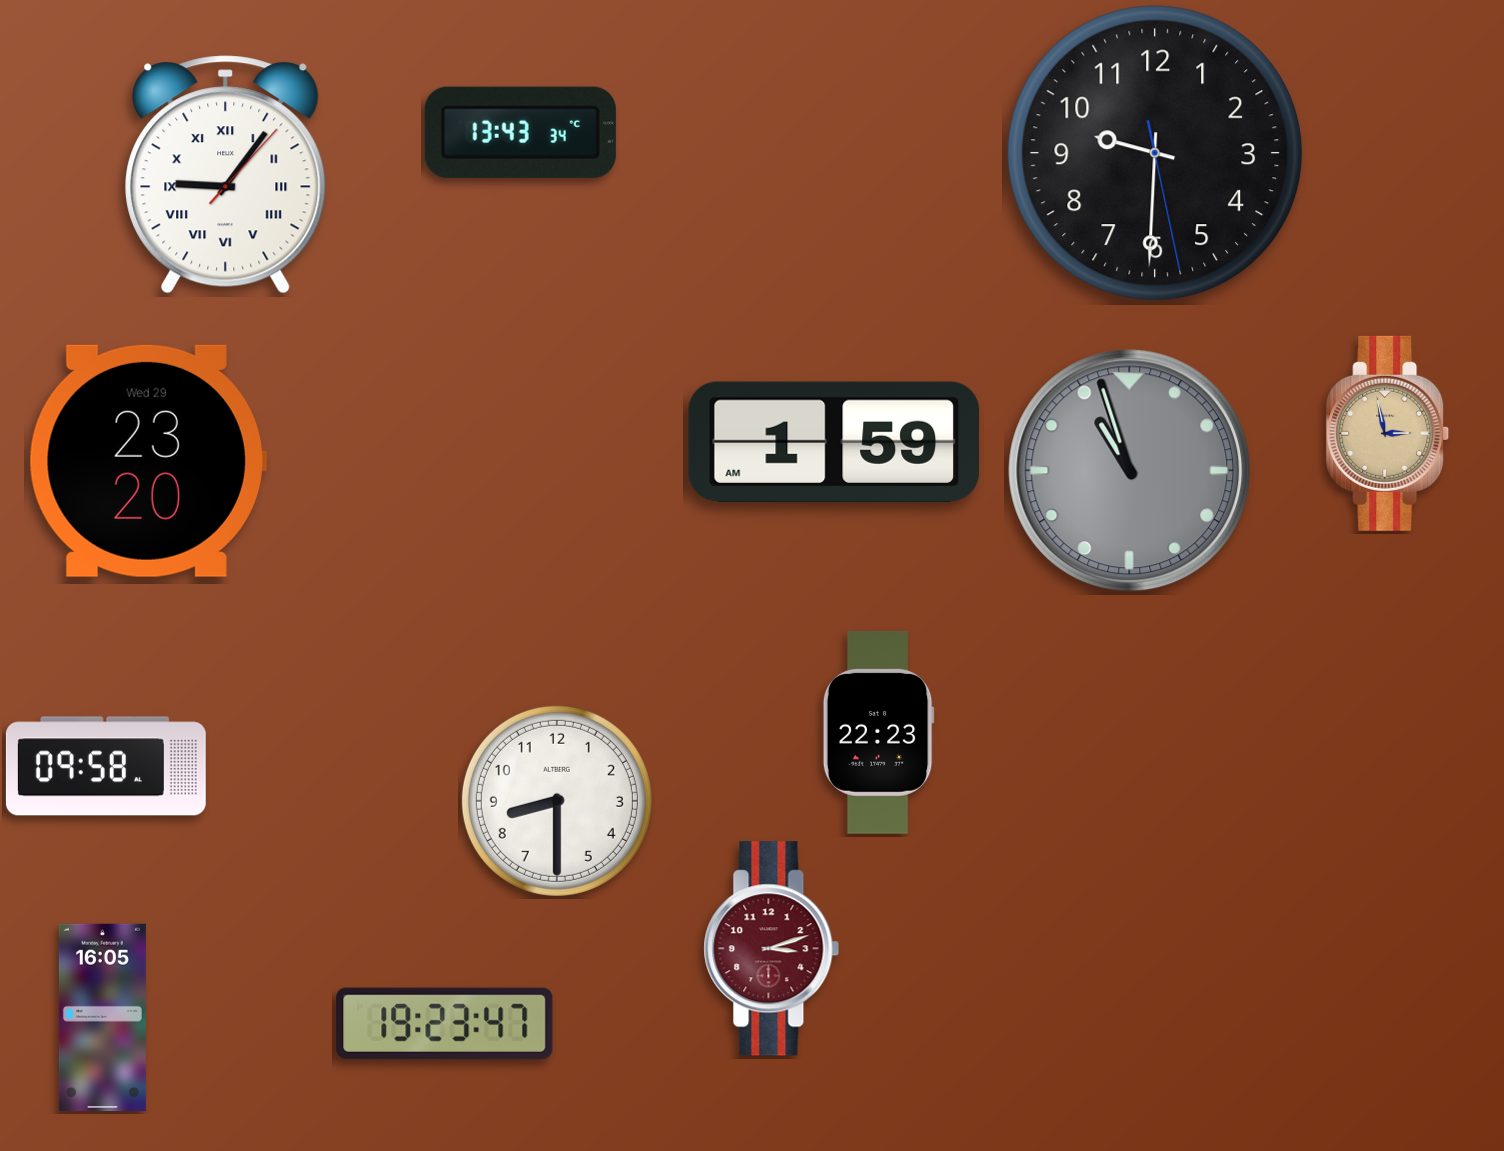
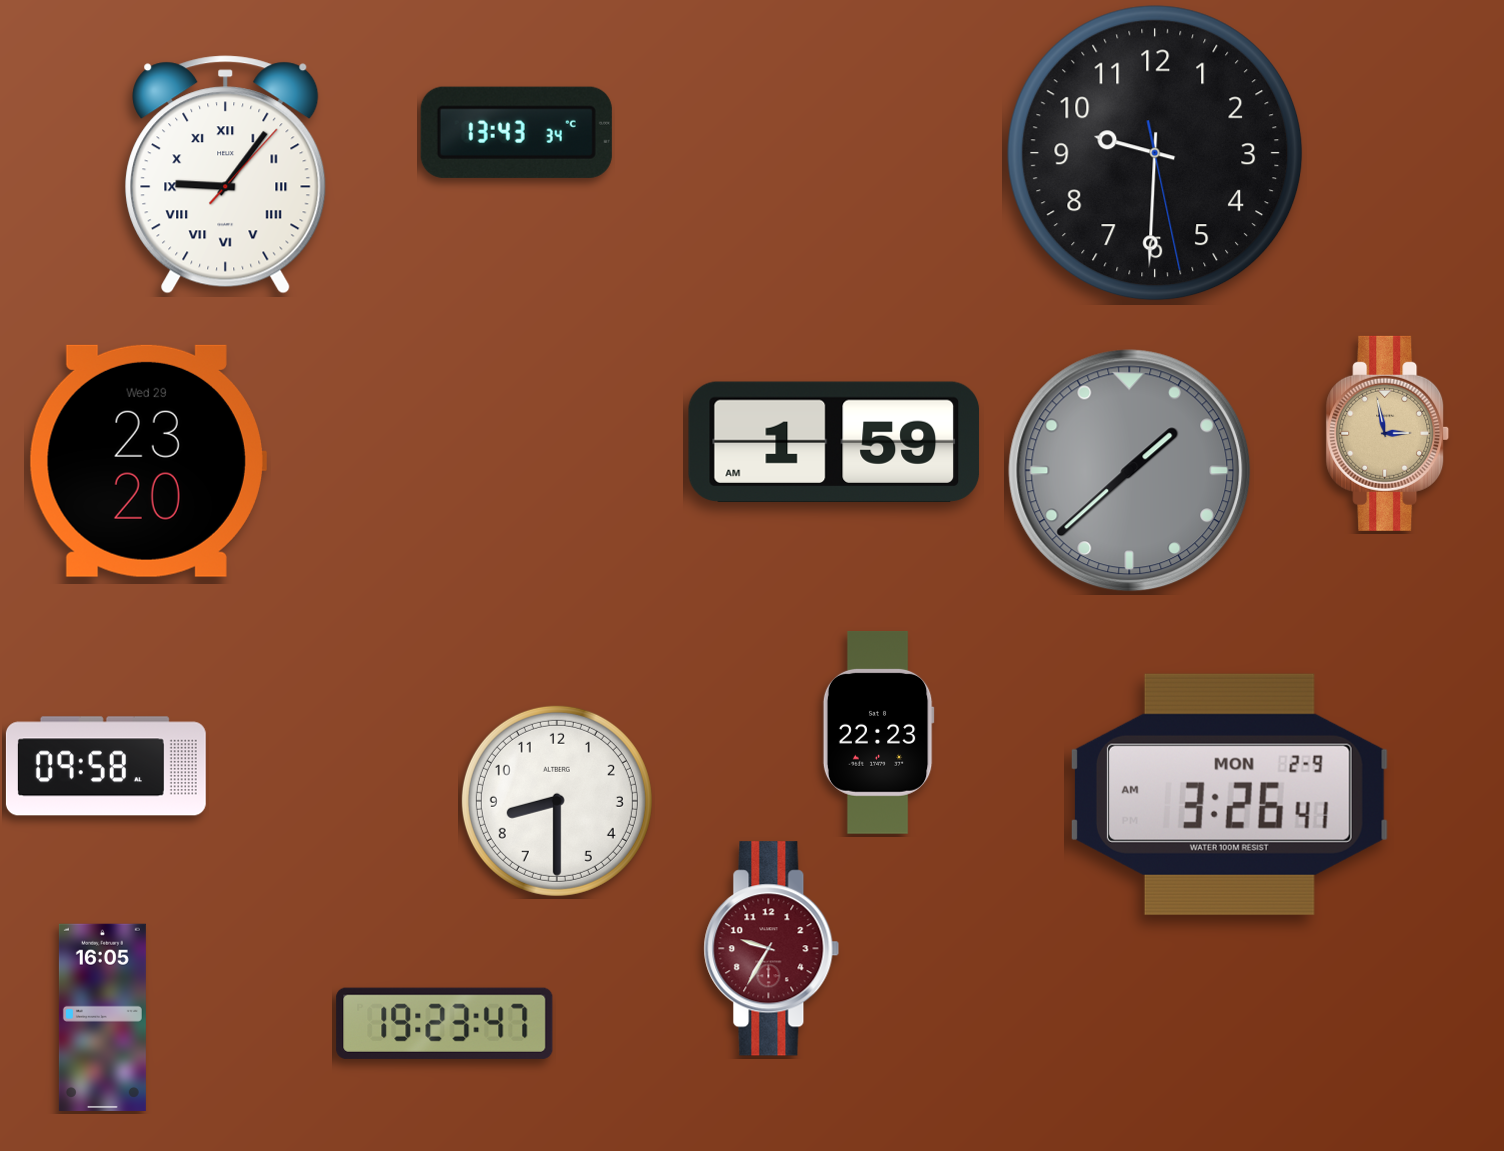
clock at (520, 132) position: (520, 132) -> (516, 132)
clock at (1130, 471): 10:57 -> 1:38
clock at (1229, 794): none -> 3:26
clock at (772, 949): 3:12 -> 9:35
